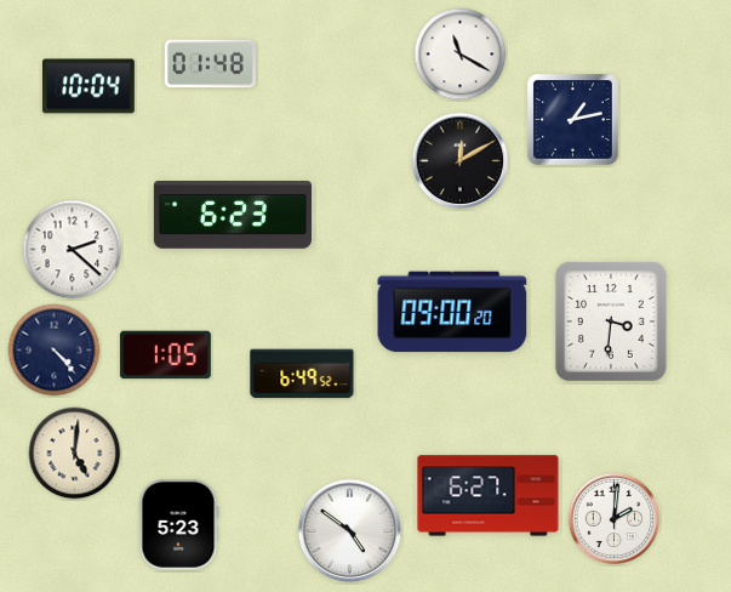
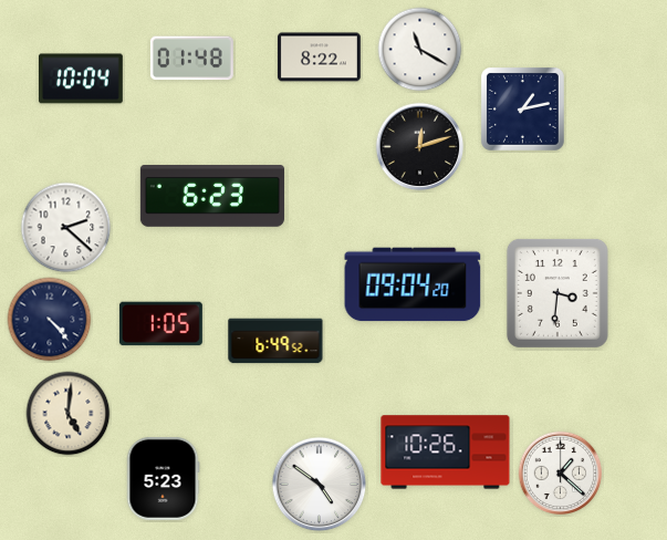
clock at (319, 58): none -> 8:22
clock at (461, 161): 12:10 -> 12:12
clock at (452, 312): 09:00 -> 09:04
clock at (165, 355) position: (165, 355) -> (160, 324)
clock at (489, 496): 6:27 -> 10:26
clock at (615, 519): 2:01 -> 1:22
